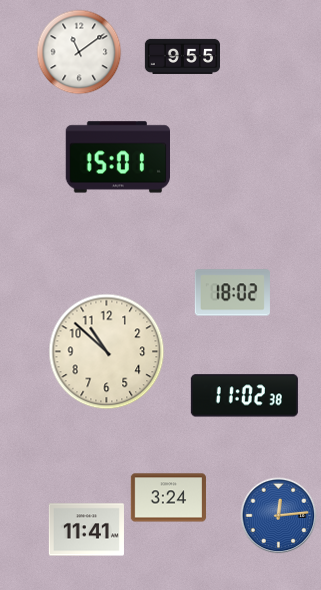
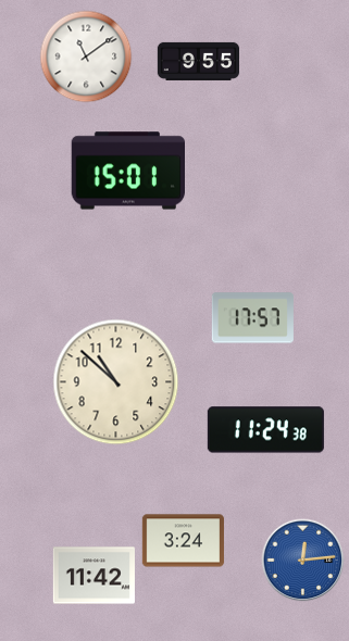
clock at (232, 293): 18:02 -> 17:57
clock at (244, 396): 11:02 -> 11:24
clock at (86, 530): 11:41 -> 11:42
